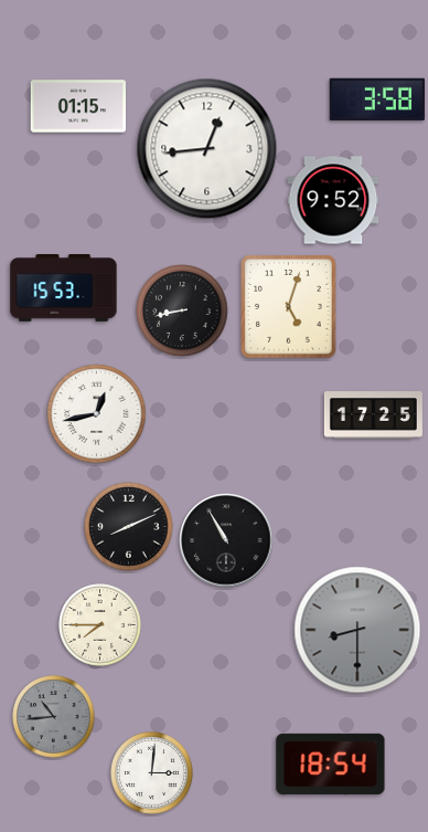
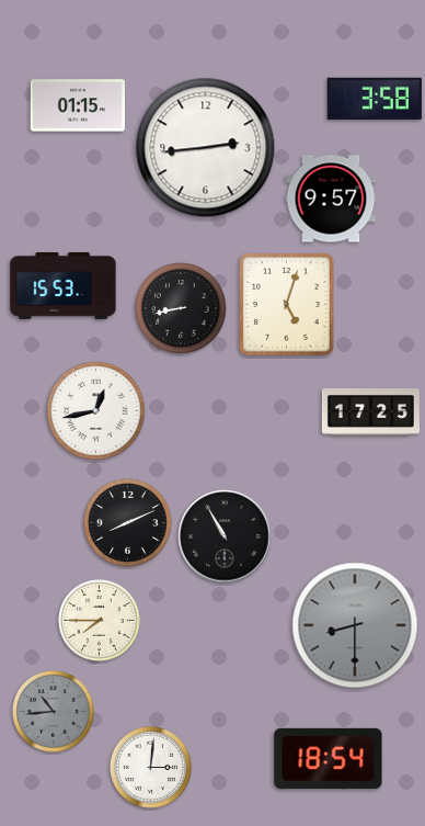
clock at (207, 149): 12:44 -> 2:44
clock at (333, 200): 9:52 -> 9:57
